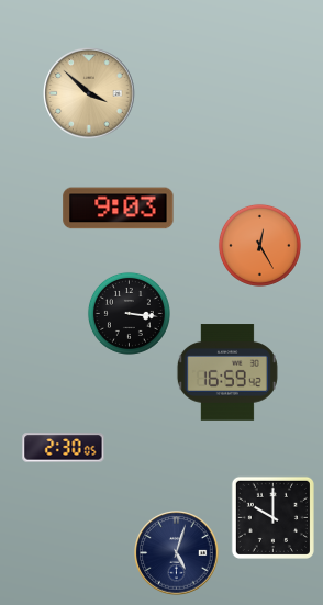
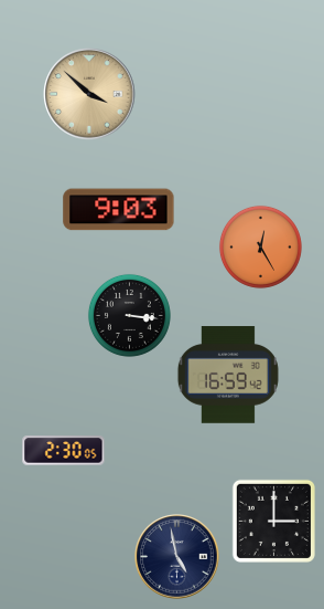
clock at (272, 517): 10:00 -> 3:00
clock at (177, 553): 5:03 -> 4:58
